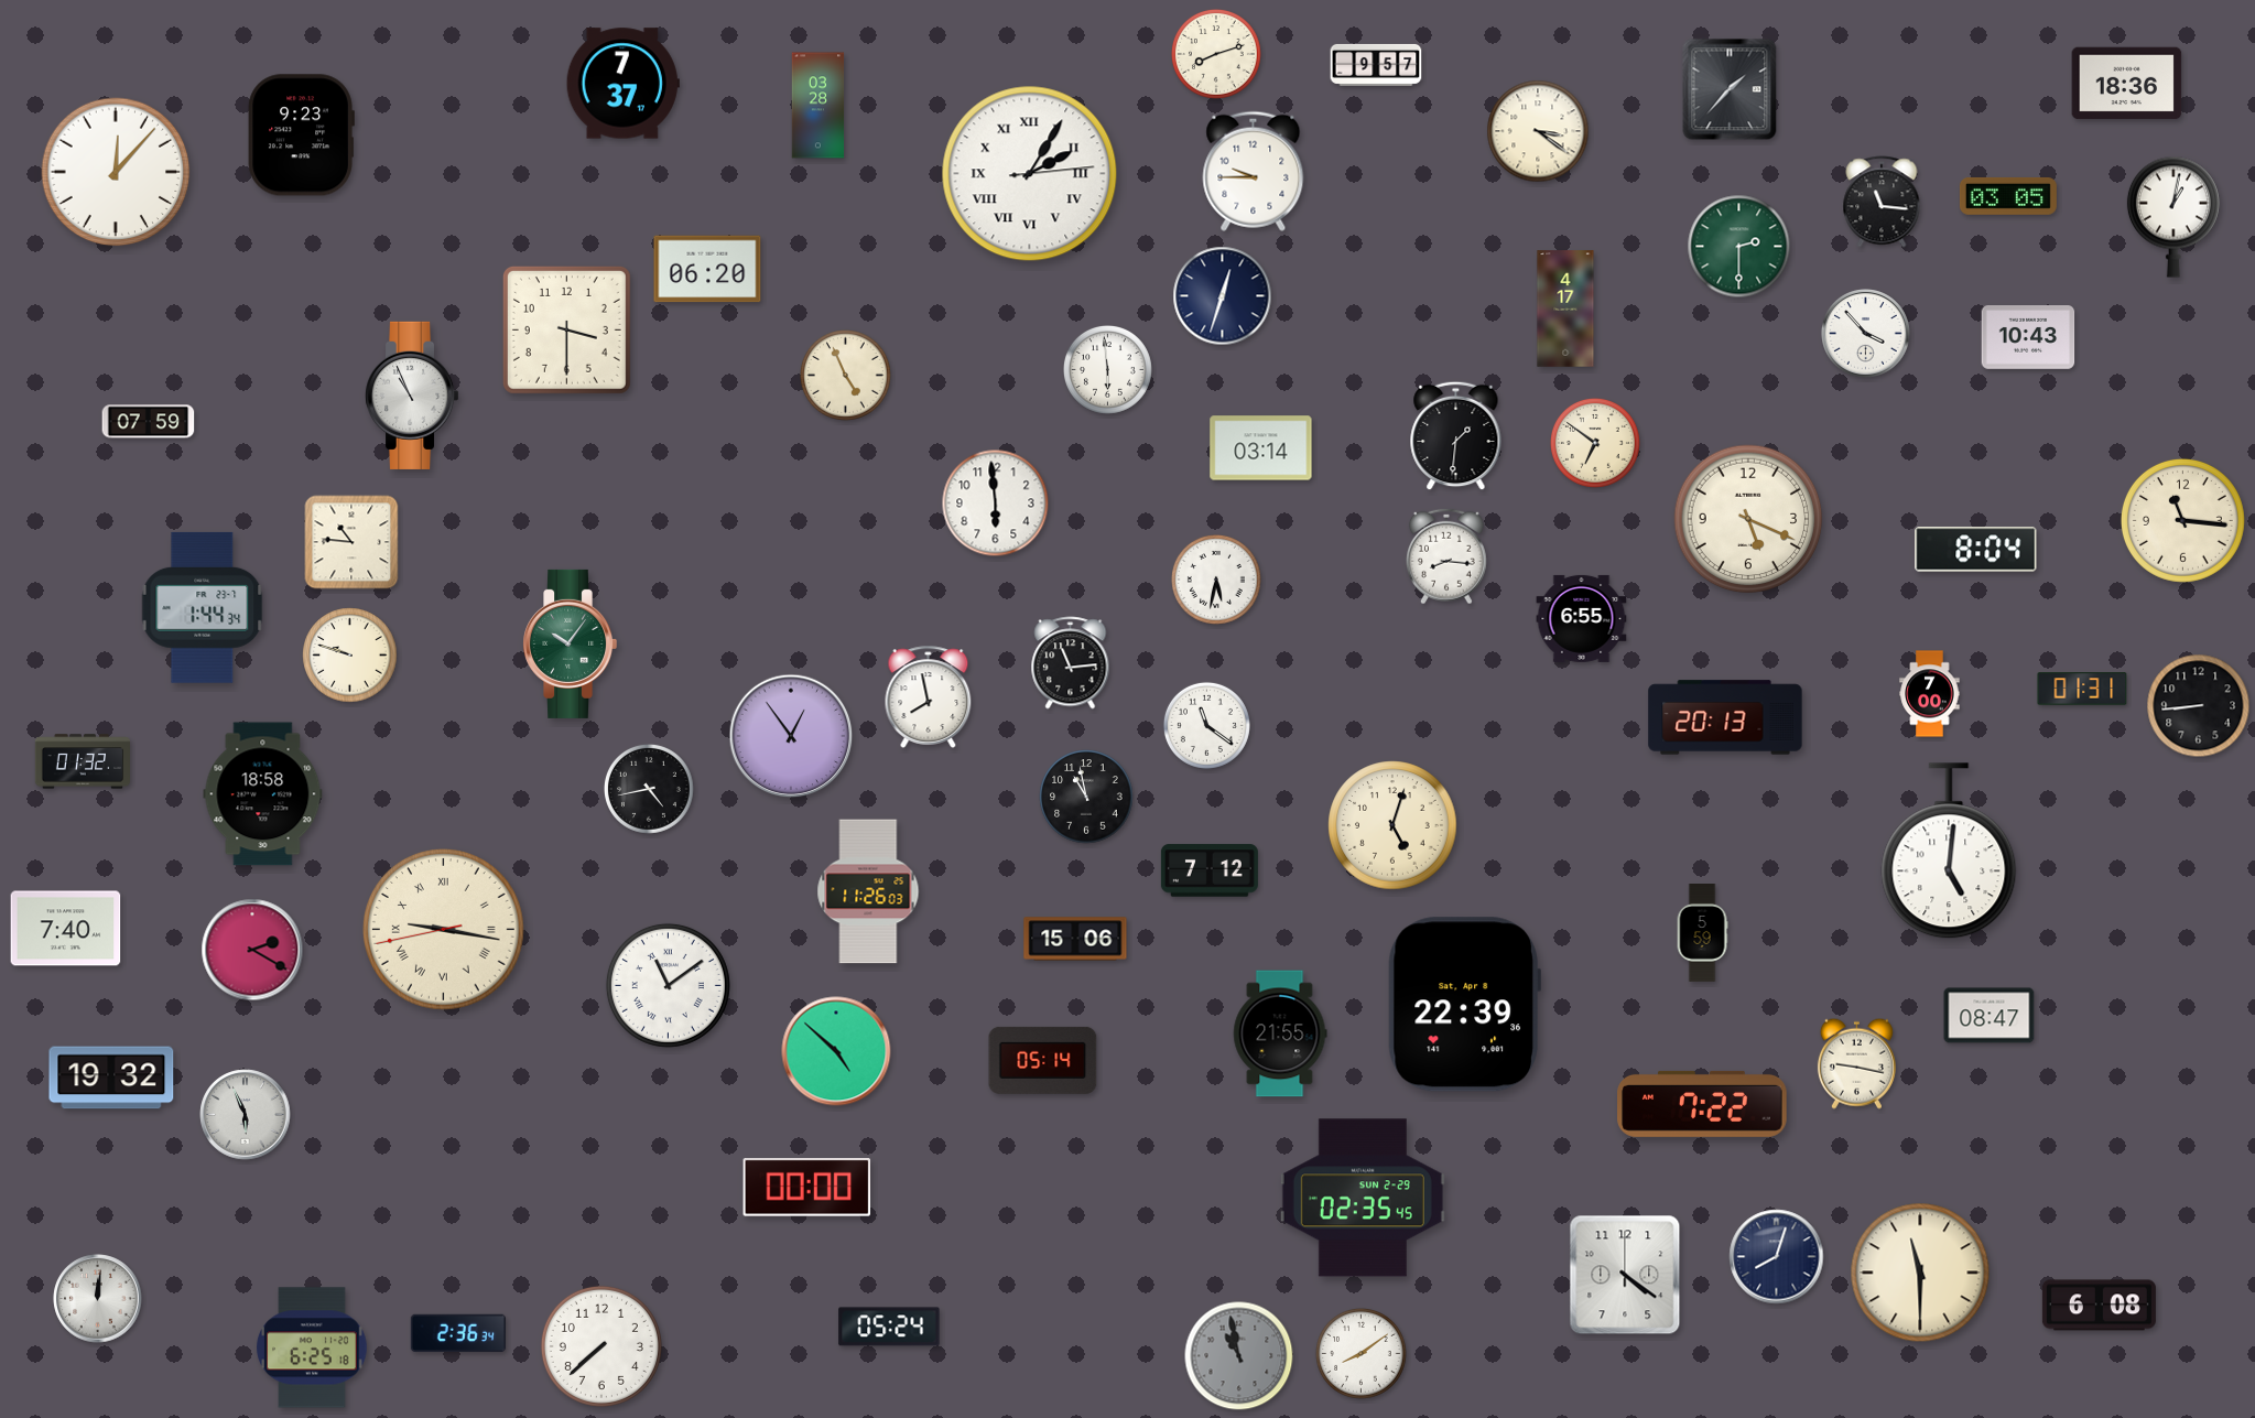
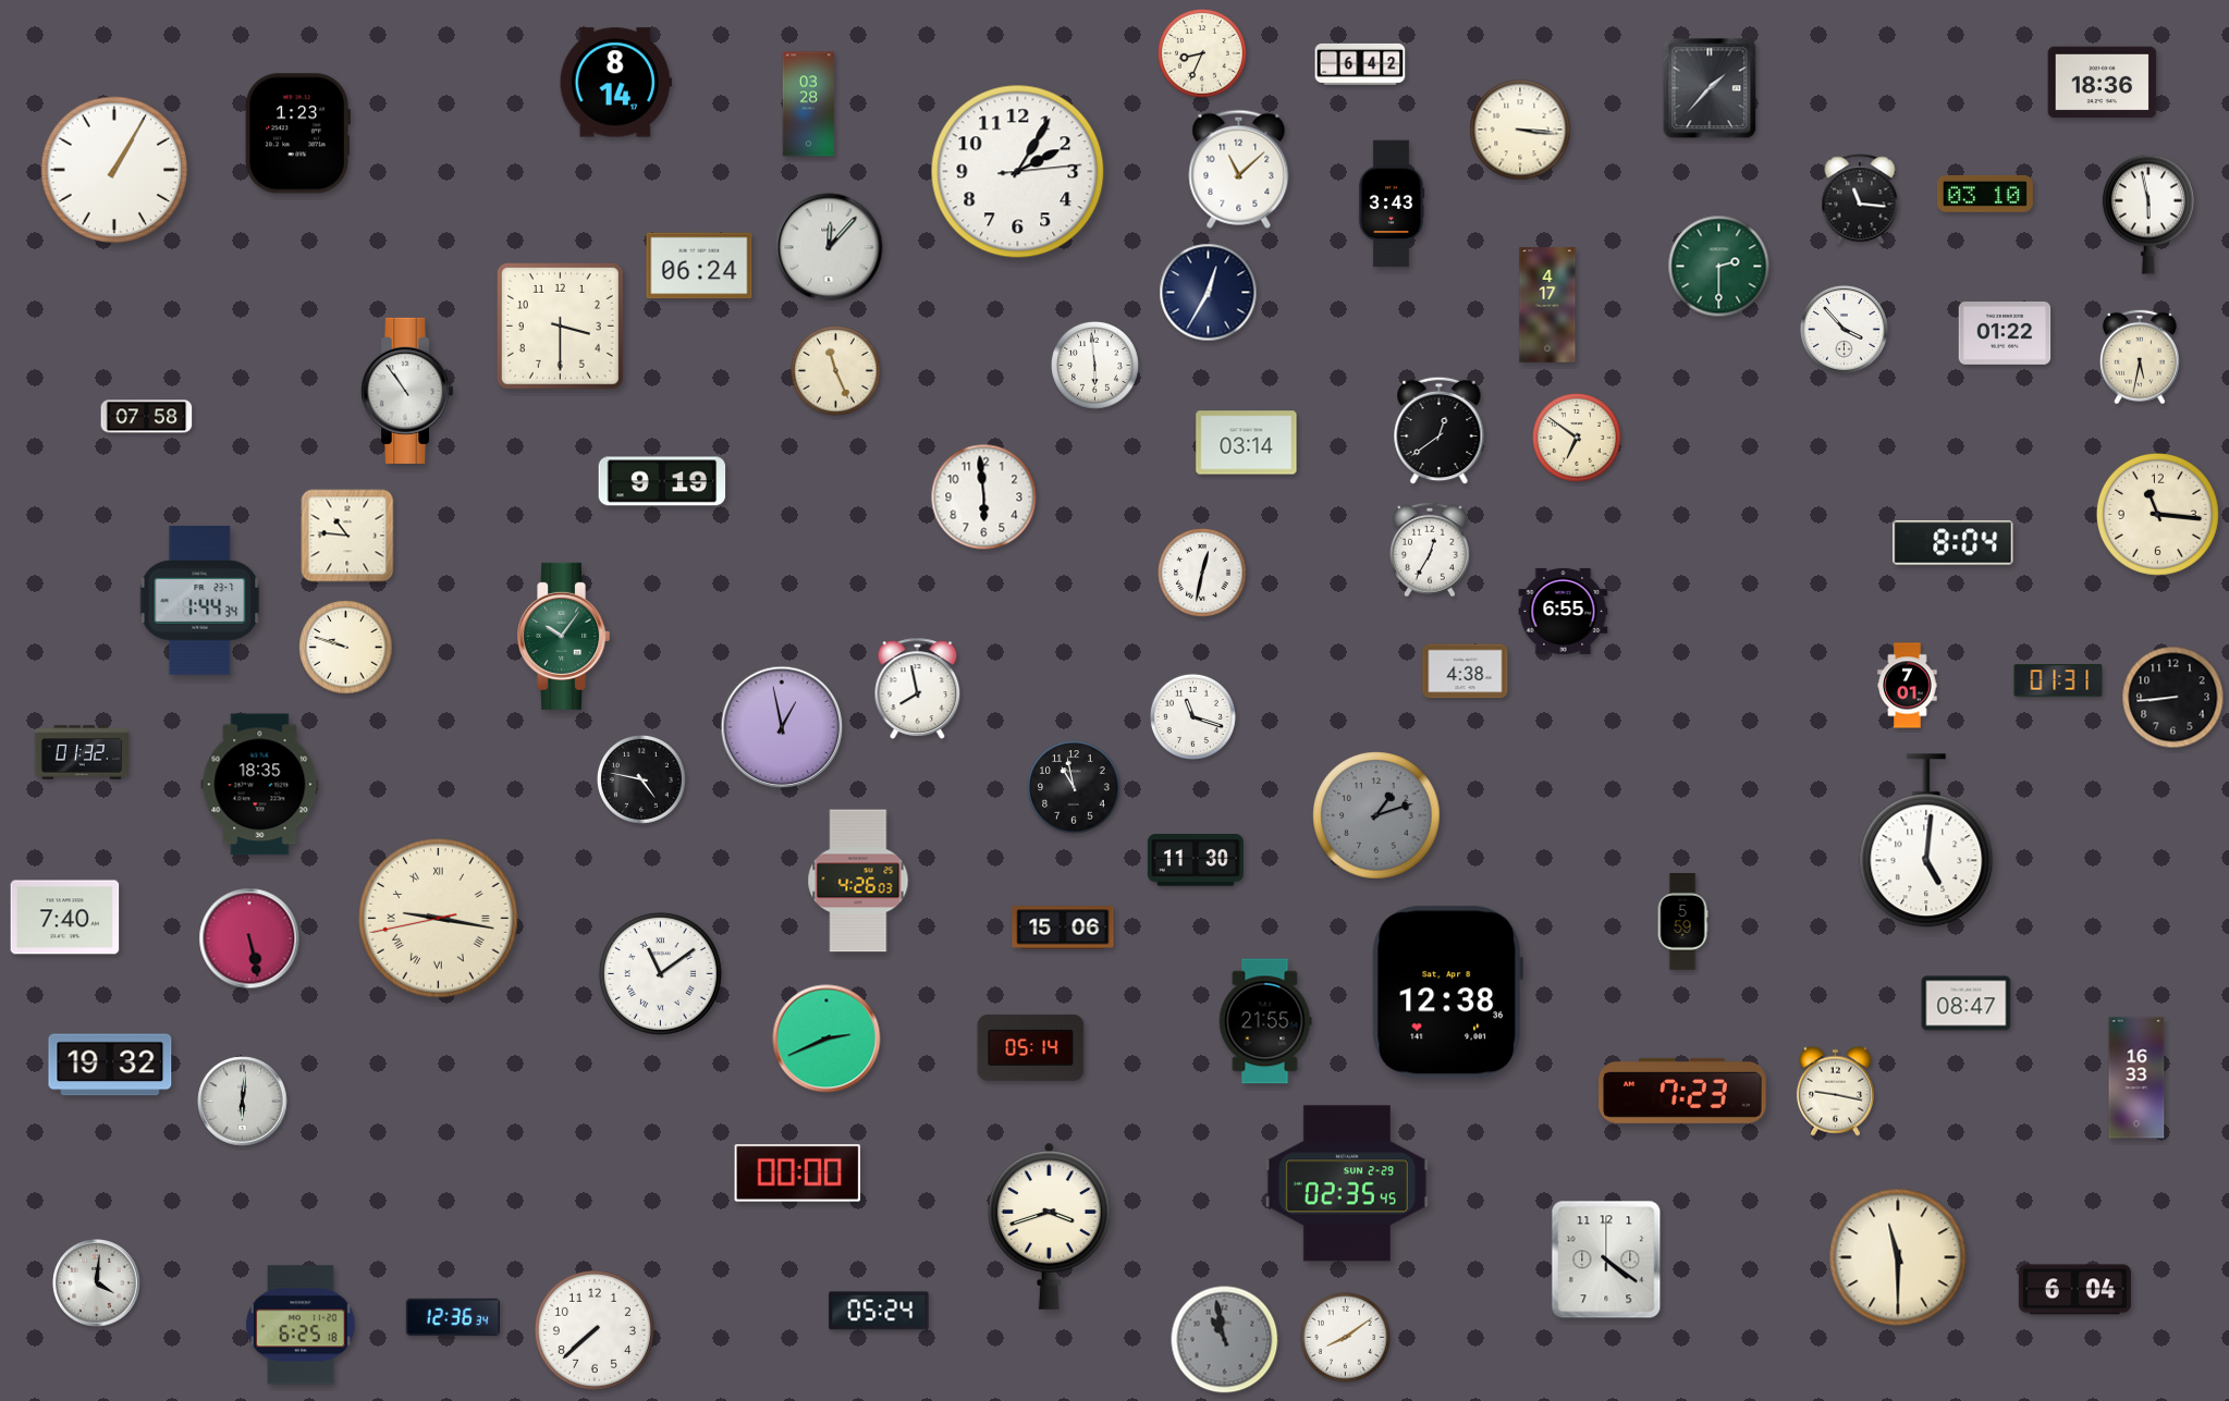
clock at (1217, 55): 8:12 -> 8:34
clock at (1376, 65): 9:57 -> 6:42
clock at (622, 84): 7:37 -> 8:14
clock at (1538, 131): 3:21 -> 3:16
clock at (301, 136): 9:23 -> 1:23
clock at (1254, 171): 9:45 -> 11:08
clock at (116, 172): 12:07 -> 1:05
clock at (1030, 174) numerals: Roman -> Arabic
clock at (2008, 196): 03:05 -> 03:10
clock at (1392, 204): none -> 3:43
clock at (2173, 217): 1:02 -> 5:58
clock at (1739, 247) position: (1739, 247) -> (1719, 267)
clock at (829, 247): none -> 12:07
clock at (707, 269): 06:20 -> 06:24
clock at (1223, 296): 12:33 -> 12:35
clock at (2028, 338): 10:43 -> 01:22
clock at (2141, 357): none -> 5:32
clock at (846, 376): 4:56 -> 11:26
clock at (413, 396): 10:56 -> 10:54
clock at (149, 422): 07:59 -> 07:58
clock at (1456, 436): 1:31 -> 12:39
clock at (662, 481): none -> 9:19
clock at (1748, 519): 5:19 -> none
clock at (1448, 556): 8:16 -> 12:35
clock at (1217, 581): 5:32 -> 12:32
clock at (1071, 663): 11:14 -> none
clock at (1466, 672): none -> 4:38
clock at (1930, 694): 7:00 -> 7:01
clock at (1725, 717): 20:13 -> none
clock at (1206, 725): 11:21 -> 11:18
clock at (791, 736): 12:54 -> 12:58
clock at (650, 790): 4:43 -> 4:47
clock at (263, 794): 18:58 -> 18:35
clock at (1392, 825): 5:03 -> 1:12
clock at (1392, 825) dial: cream -> grey
clock at (1210, 870): 7:12 -> 11:30
clock at (868, 891): 11:26 -> 4:26
clock at (252, 950): 2:20 -> 5:28
clock at (1464, 1005): 22:39 -> 12:38
clock at (836, 1051): 4:52 -> 2:41
clock at (1856, 1063) position: (1856, 1063) -> (1835, 1091)
clock at (2136, 1078): none -> 16:33
clock at (1702, 1104): 7:22 -> 7:23
clock at (246, 1115): 5:56 -> 6:01
clock at (1050, 1226): none -> 3:42
clock at (1777, 1257): 8:03 -> none
clock at (98, 1299): 12:01 -> 4:01
clock at (2099, 1306): 6:08 -> 6:04
clock at (458, 1332): 2:36 -> 12:36
clock at (312, 1347) position: (312, 1347) -> (301, 1325)
